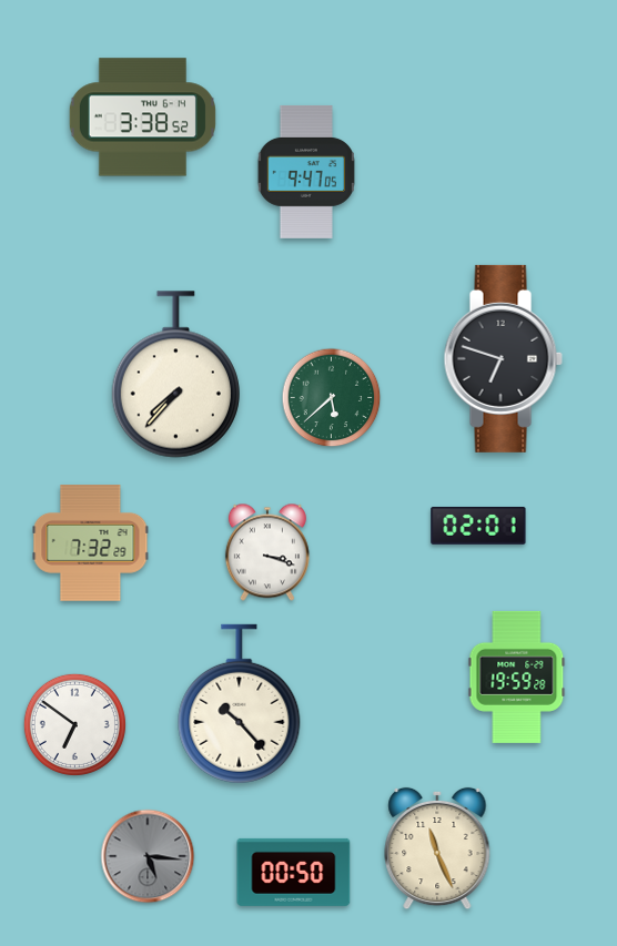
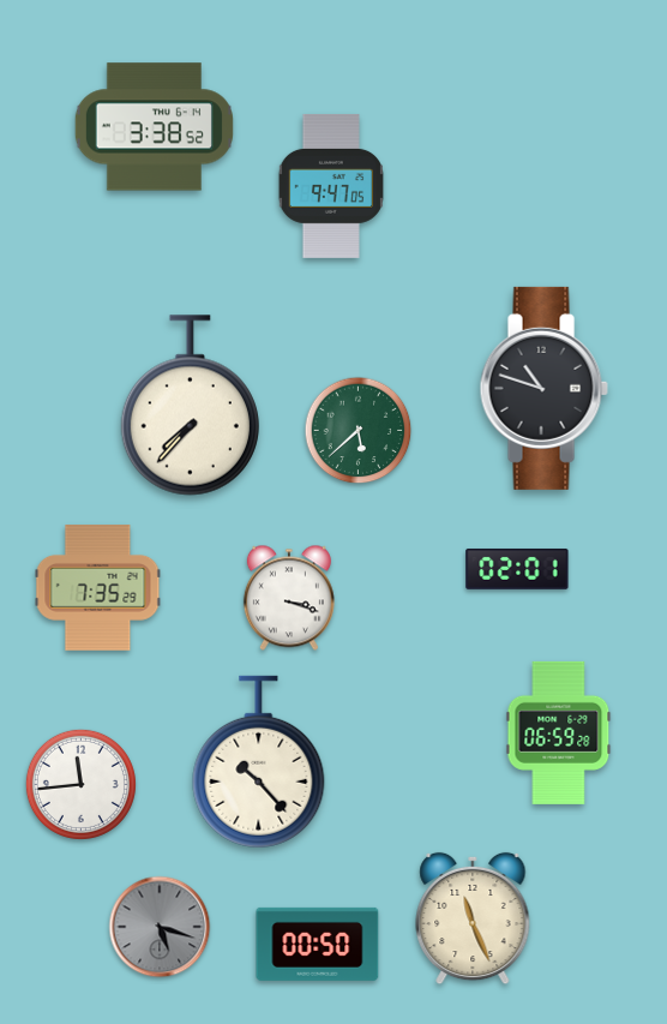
clock at (503, 358): 6:48 -> 10:48
clock at (91, 543): 7:32 -> 7:35
clock at (517, 677): 19:59 -> 06:59
clock at (74, 724): 6:51 -> 11:44
clock at (148, 856): 5:16 -> 5:18
